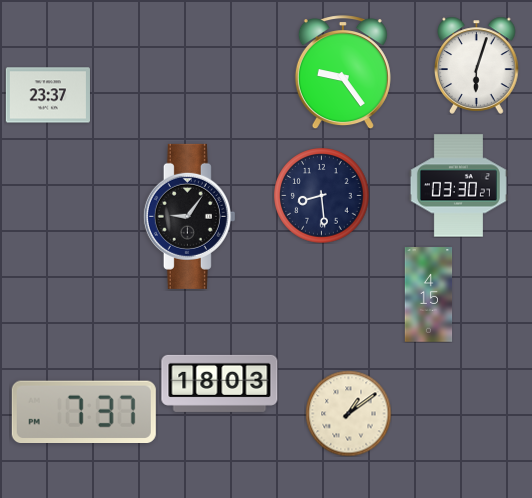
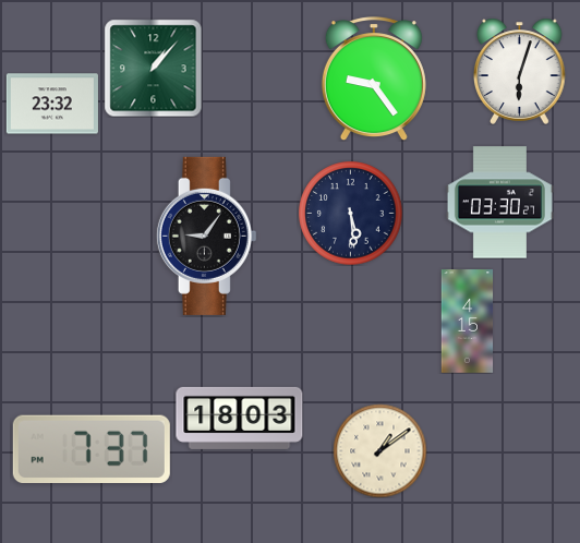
clock at (153, 68): none -> 1:07
clock at (48, 95): 23:37 -> 23:32
clock at (321, 195): 8:29 -> 5:29
